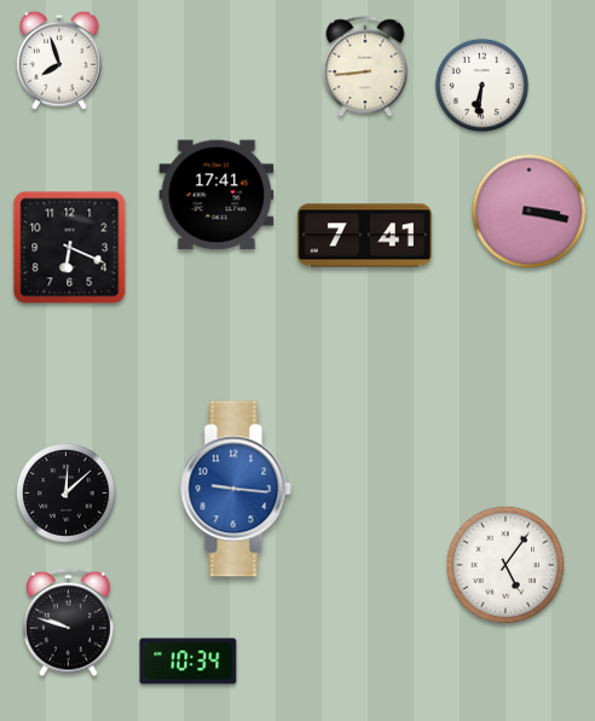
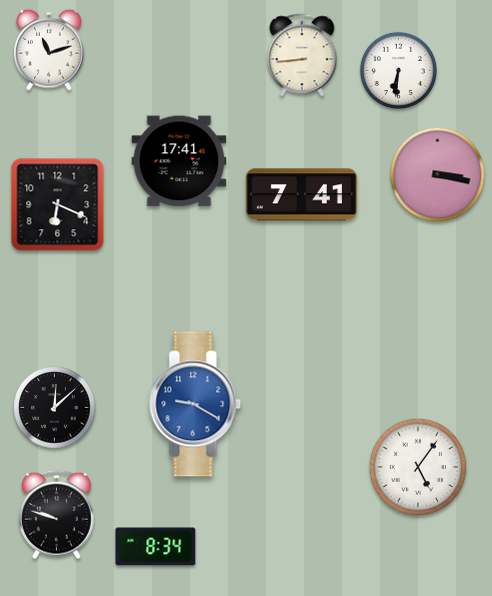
clock at (60, 60): 7:57 -> 11:12
clock at (236, 489): 9:16 -> 9:20
clock at (189, 662): 10:34 -> 8:34
